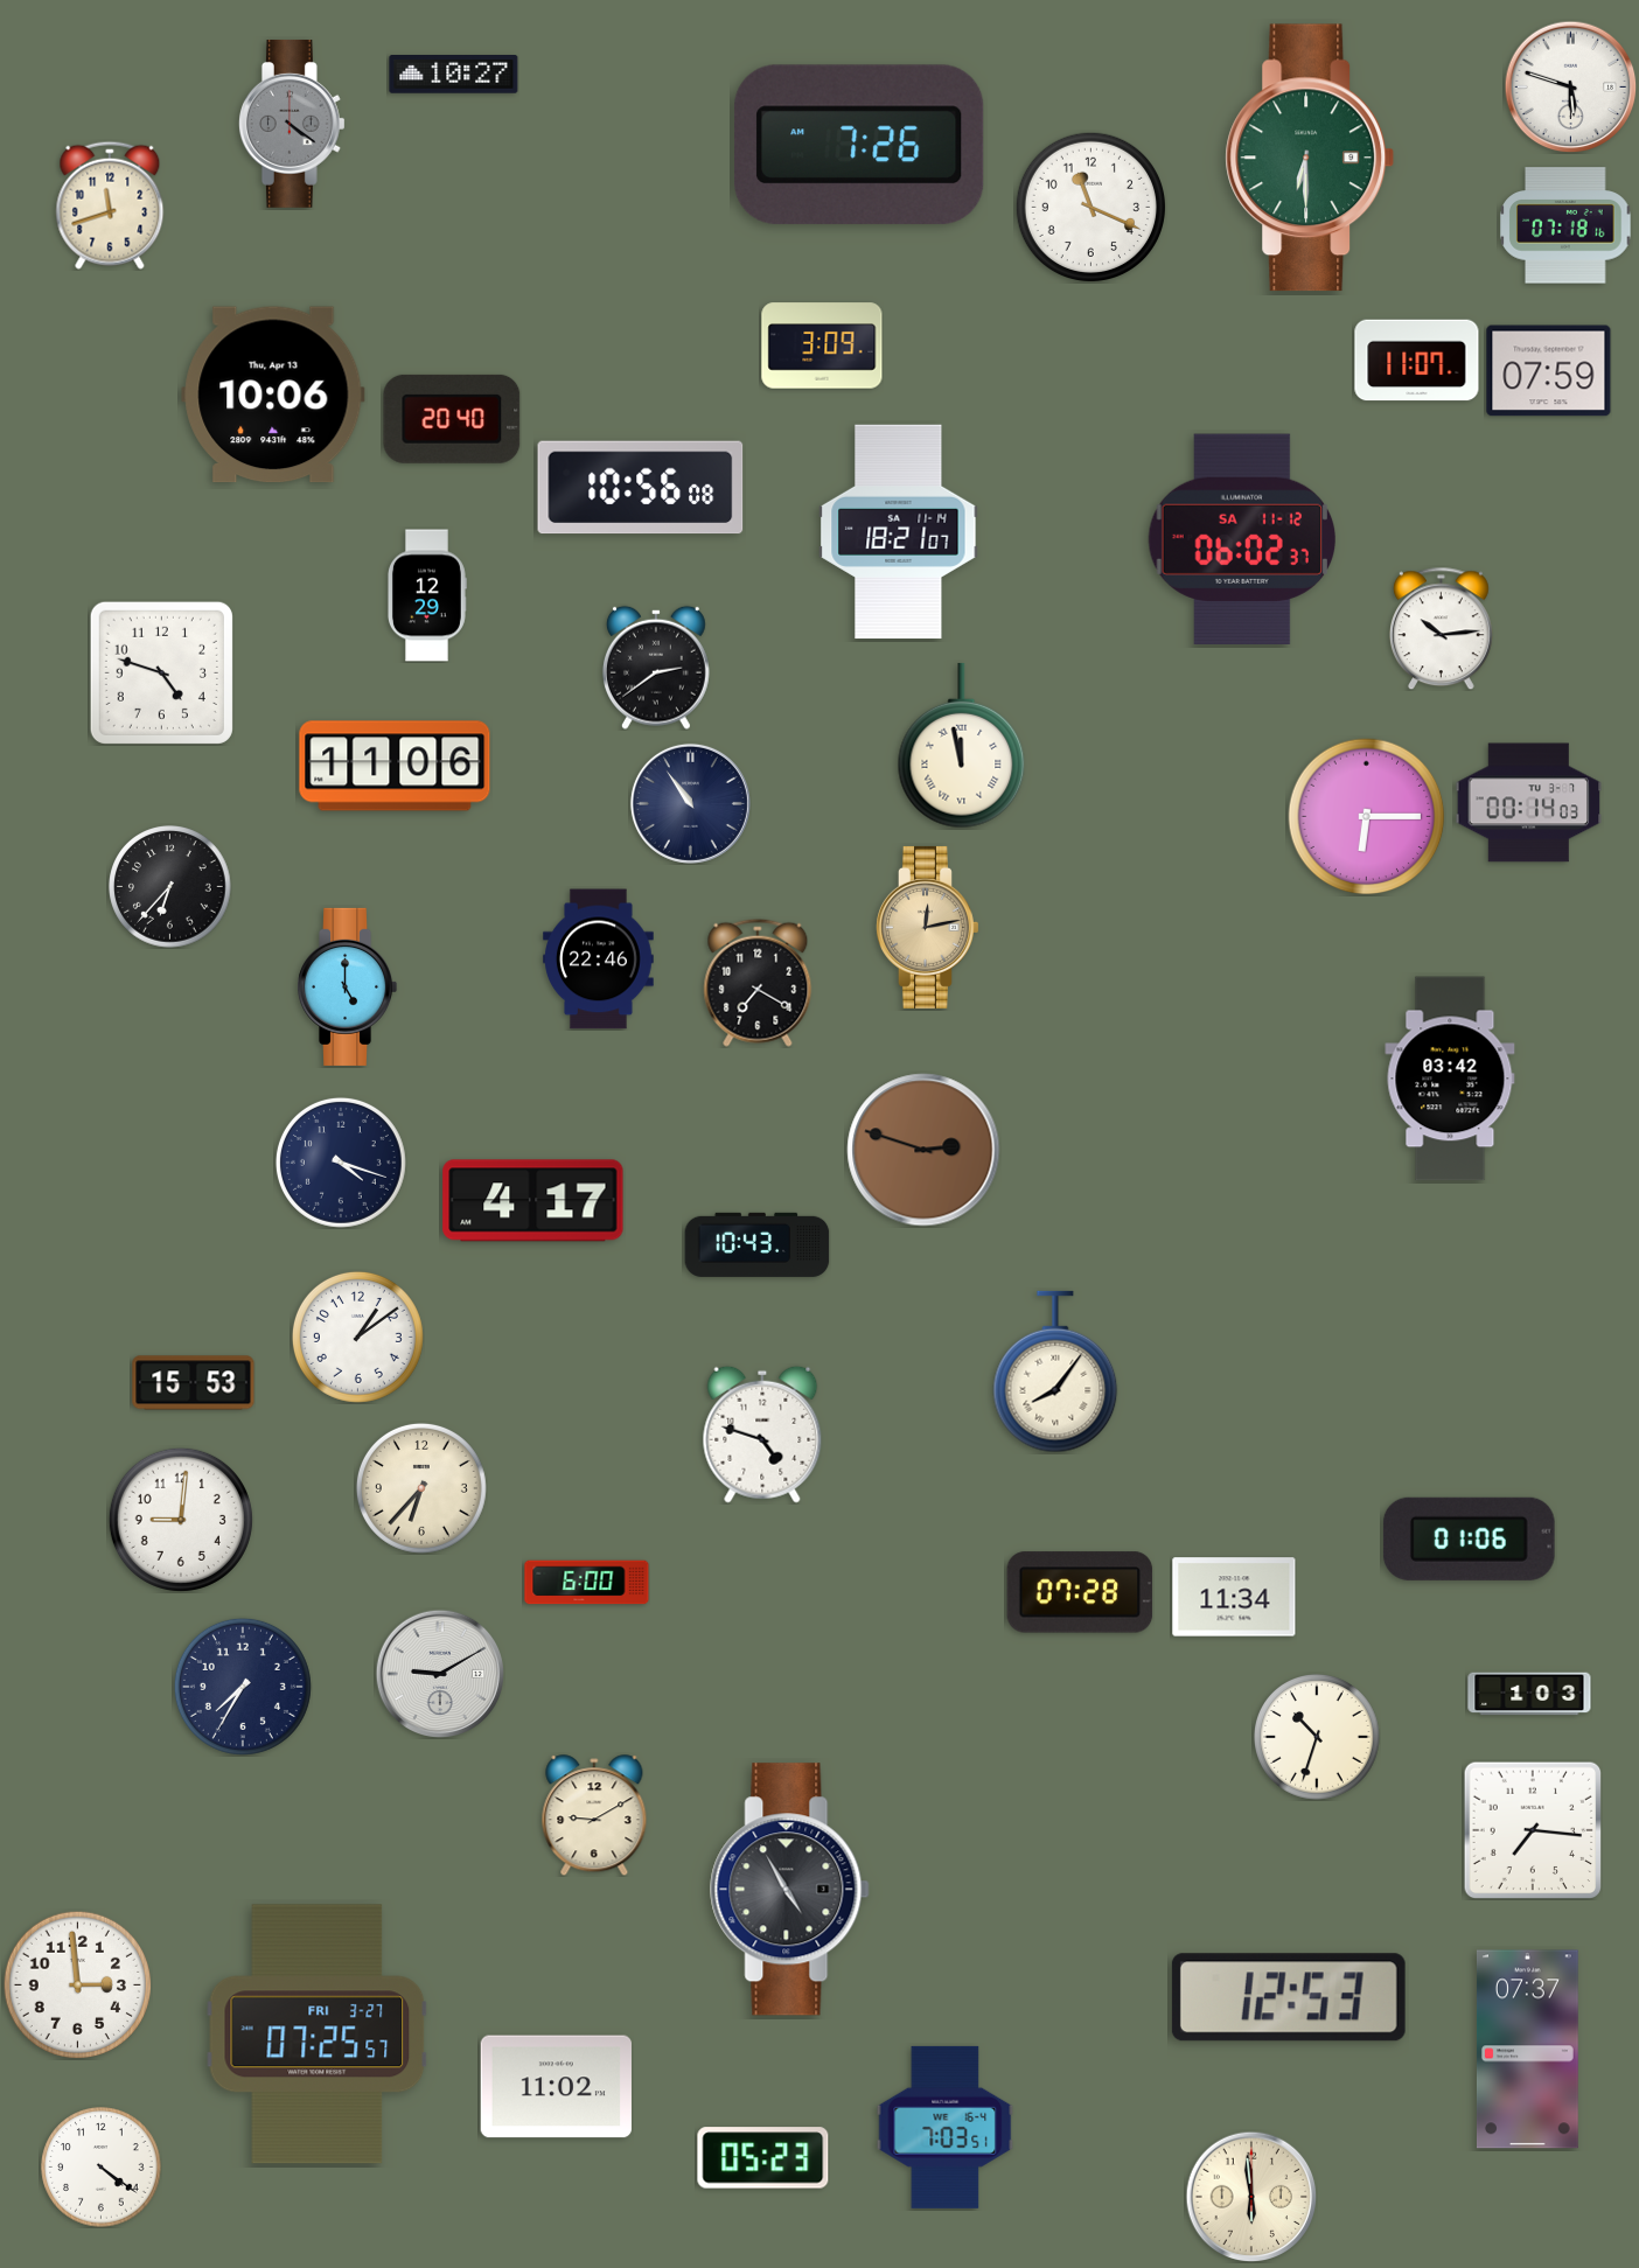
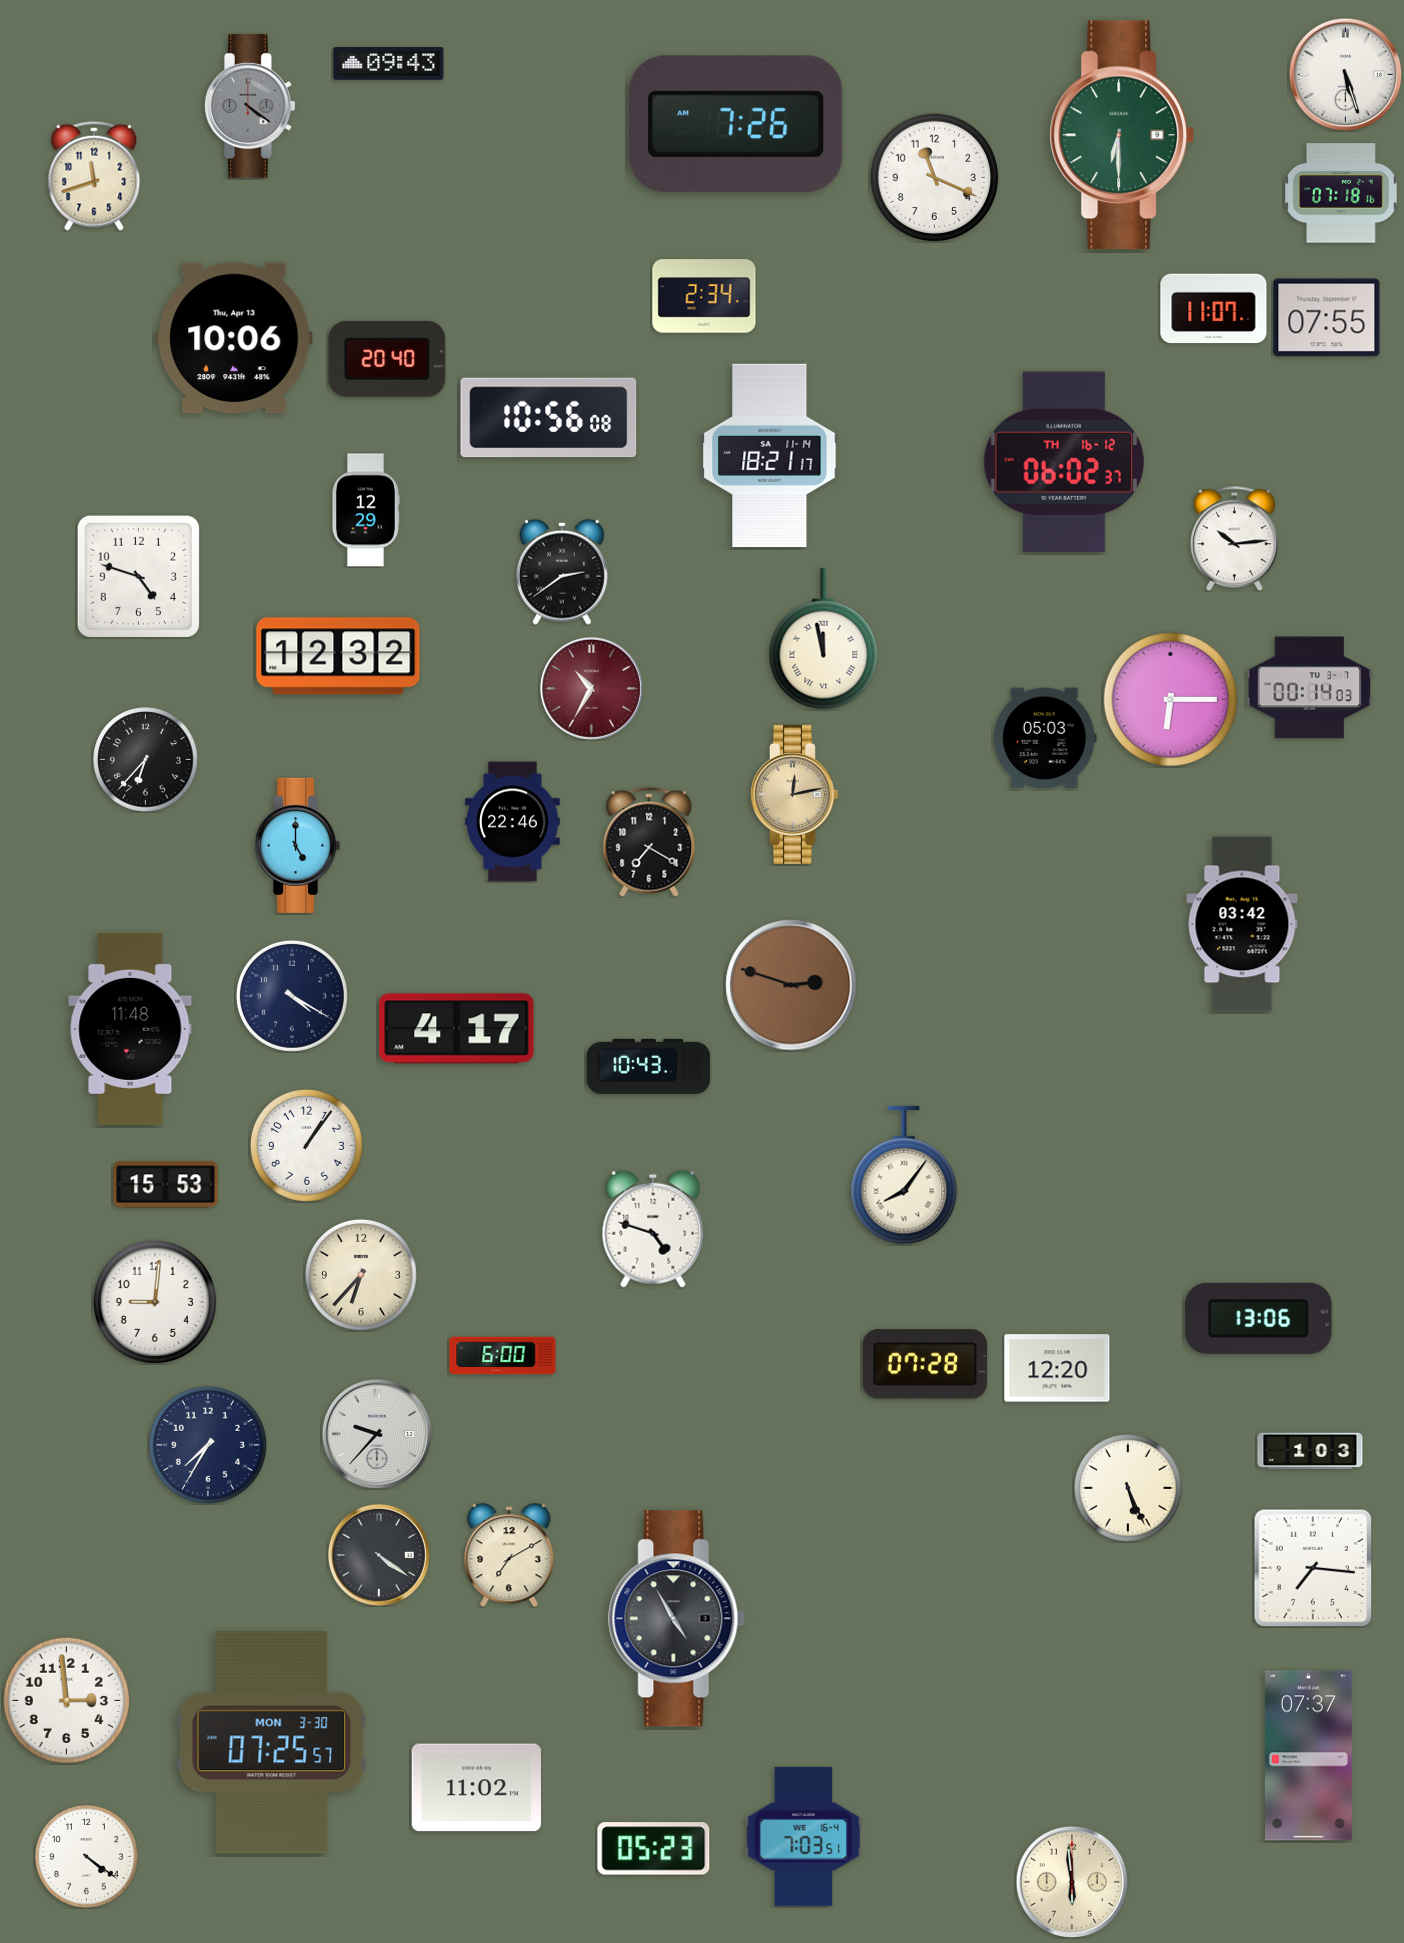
clock at (454, 75): 10:27 -> 09:43
clock at (1570, 86): 5:48 -> 5:27
clock at (822, 346): 3:09 -> 2:34
clock at (1549, 371): 07:59 -> 07:55
clock at (899, 532): 18:21:07 -> 18:21:17
clock at (1241, 538) date: SA 11-12 -> TH 16-12
clock at (395, 766): 11:06 -> 12:32
clock at (690, 803): 10:54 -> 10:35
clock at (690, 803) dial: navy -> burgundy
clock at (1045, 738): none -> 05:03
clock at (341, 1163): 4:18 -> 4:20
clock at (130, 1029): none -> 11:48
clock at (357, 1337): 1:09 -> 1:06
clock at (1469, 1538): 01:06 -> 13:06
clock at (1234, 1597): 11:34 -> 12:20
clock at (439, 1673): 9:10 -> 9:37
clock at (1318, 1738): 10:33 -> 5:26
clock at (379, 1555): none -> 4:21
clock at (594, 1815): 9:10 -> 7:10
clock at (1289, 1997): 12:53 -> none
clock at (318, 2035) date: FRI 3-27 -> MON 3-30
clock at (946, 2127) position: (946, 2127) -> (804, 1836)
